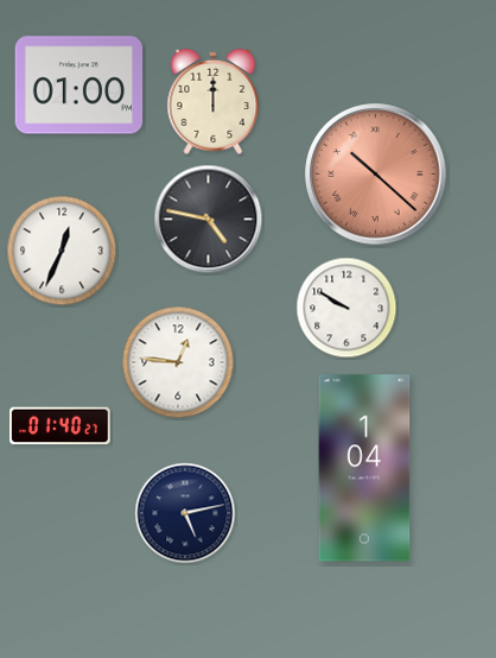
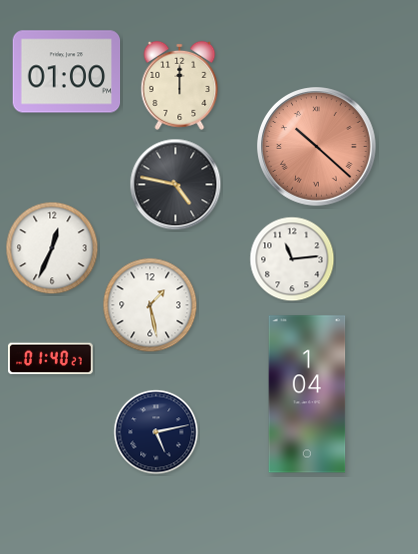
clock at (62, 251) position: (62, 251) -> (52, 248)
clock at (346, 308): 9:50 -> 11:14
clock at (178, 362): 12:46 -> 1:28
